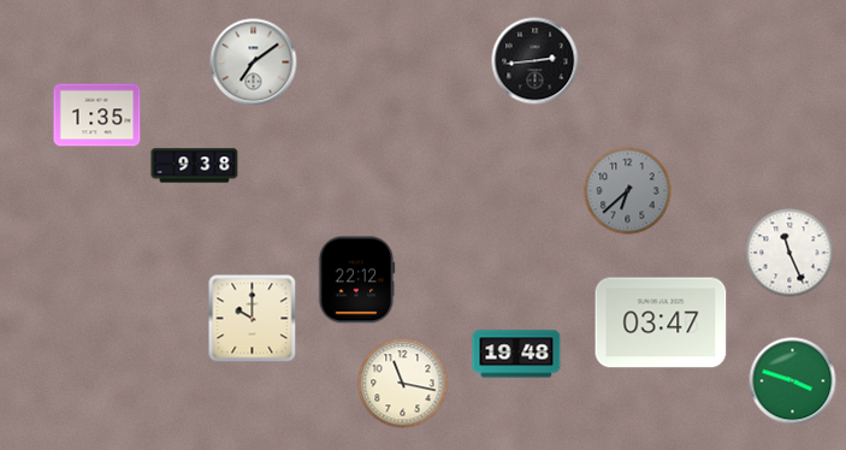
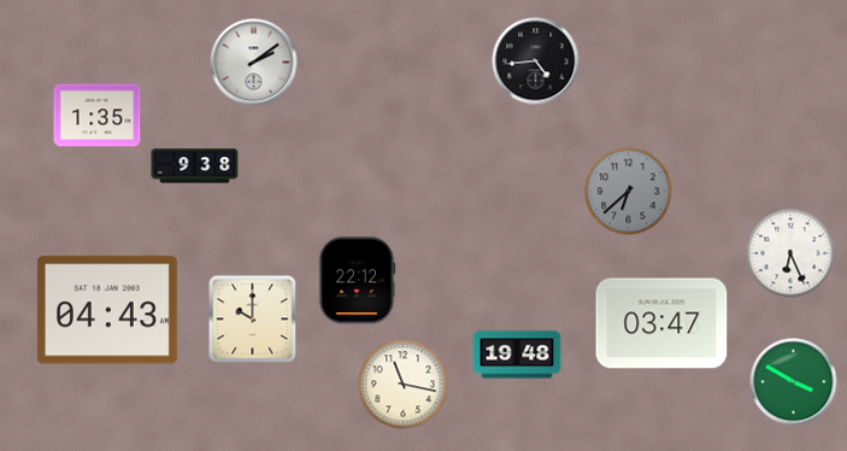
clock at (536, 61): 2:44 -> 4:44
clock at (254, 63): 7:09 -> 2:09
clock at (789, 253): 11:26 -> 6:26
clock at (107, 310): none -> 04:43
clock at (793, 381): 3:48 -> 3:50
